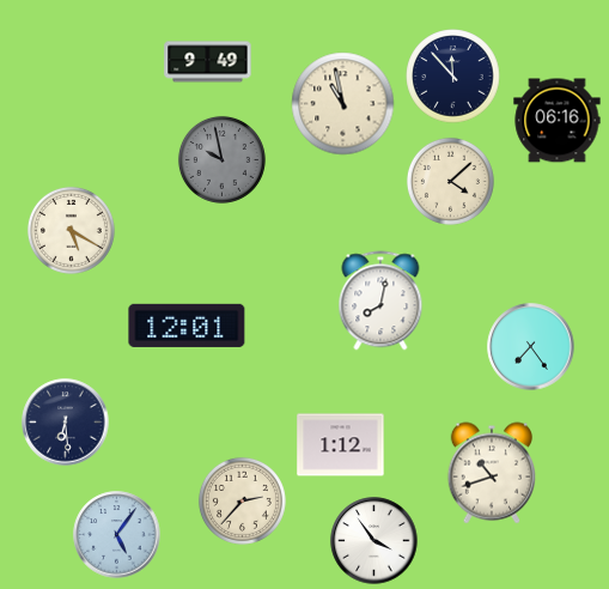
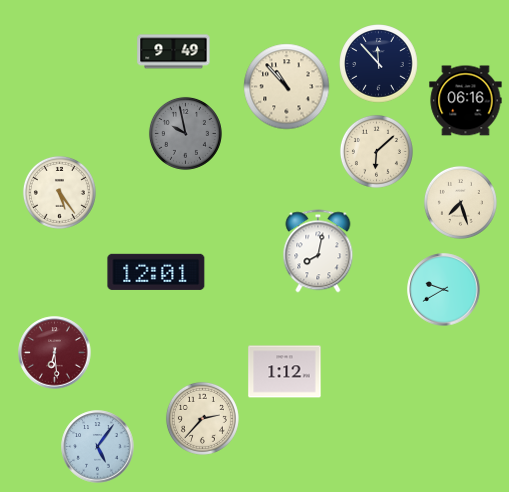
clock at (343, 104): 10:58 -> 10:53
clock at (450, 181): 4:08 -> 6:08
clock at (71, 230): 5:20 -> 5:24
clock at (460, 202): none -> 7:27
clock at (531, 347): 7:24 -> 9:40
clock at (66, 423) dial: navy -> burgundy
clock at (491, 473): 10:42 -> none
clock at (374, 541): 3:54 -> none
